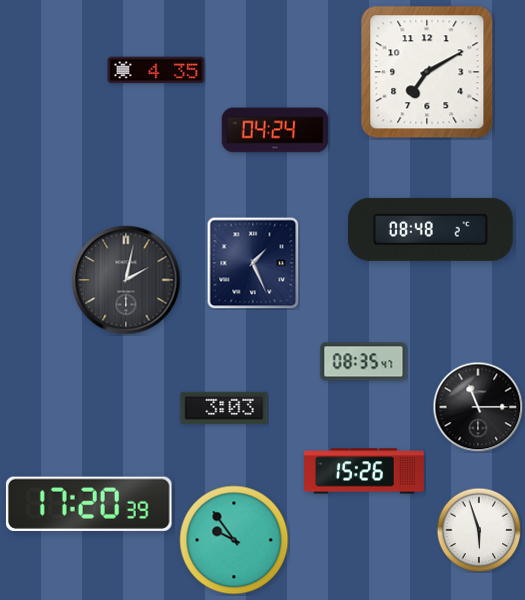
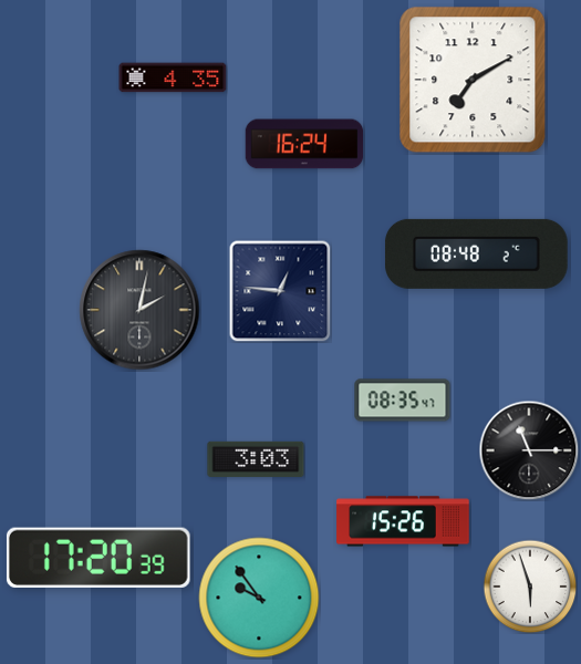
clock at (275, 130): 04:24 -> 16:24
clock at (253, 263): 1:26 -> 12:46
clock at (224, 408) position: (224, 408) -> (256, 459)
